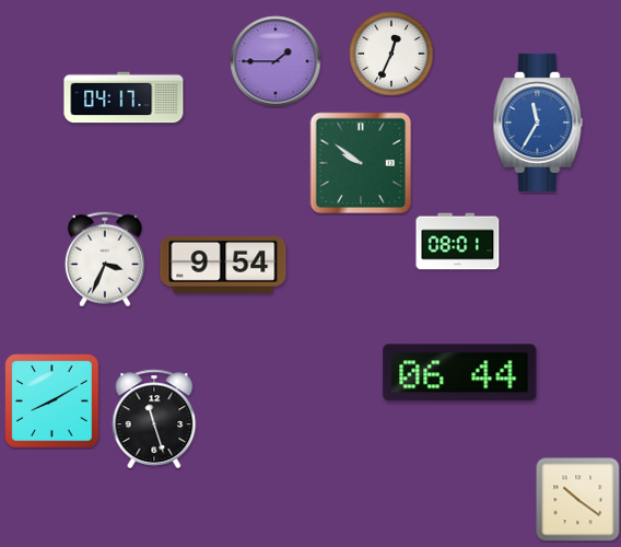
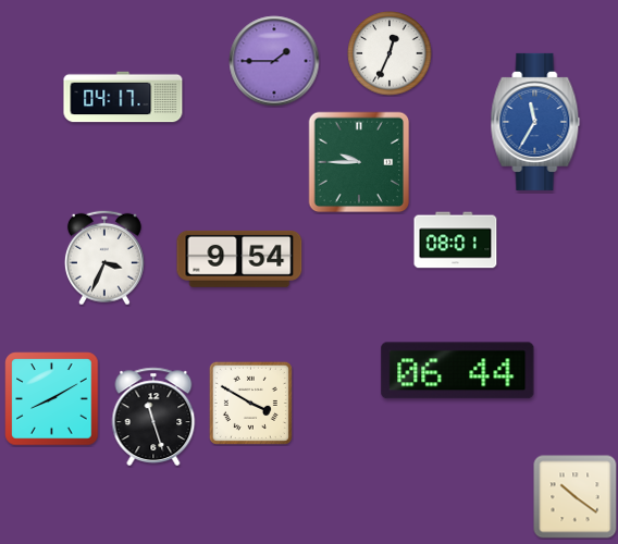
clock at (361, 163): 9:51 -> 9:45
clock at (223, 265) position: (223, 265) -> (239, 259)
clock at (250, 403): none -> 3:50
